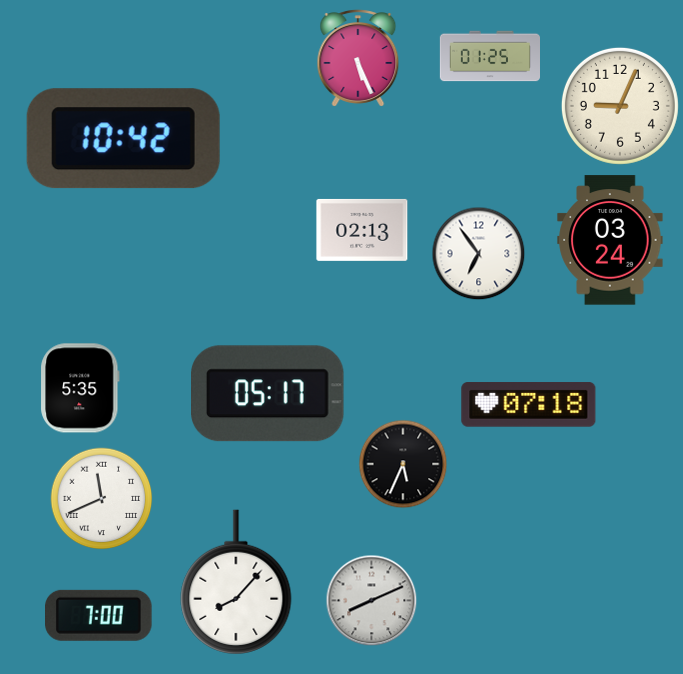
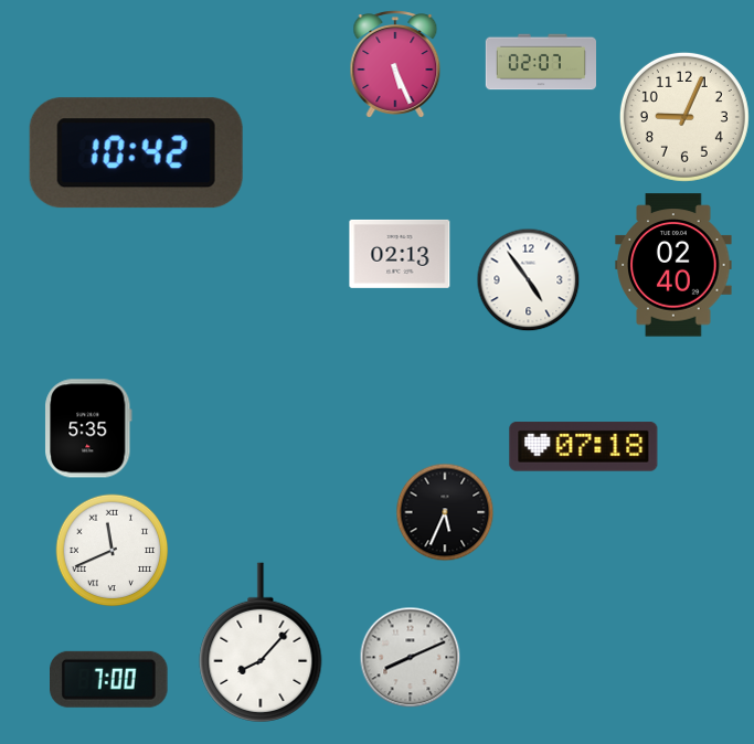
clock at (489, 56): 01:25 -> 02:07
clock at (610, 240): 03:24 -> 02:40
clock at (479, 254): 6:54 -> 4:54
clock at (268, 394): 05:17 -> none
clock at (372, 601) position: (372, 601) -> (411, 658)
